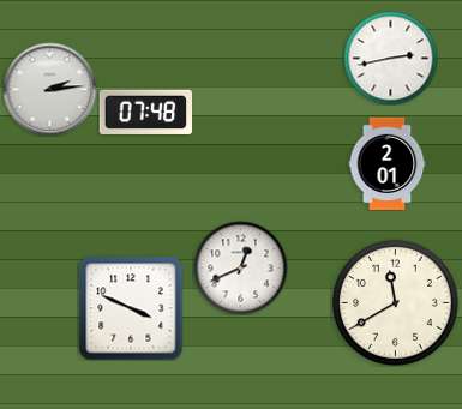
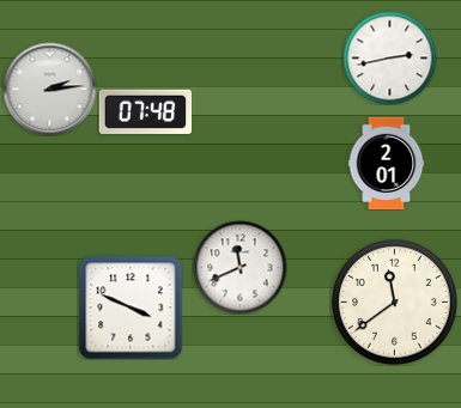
clock at (240, 267): 12:41 -> 11:41
clock at (396, 303): 11:40 -> 11:39
